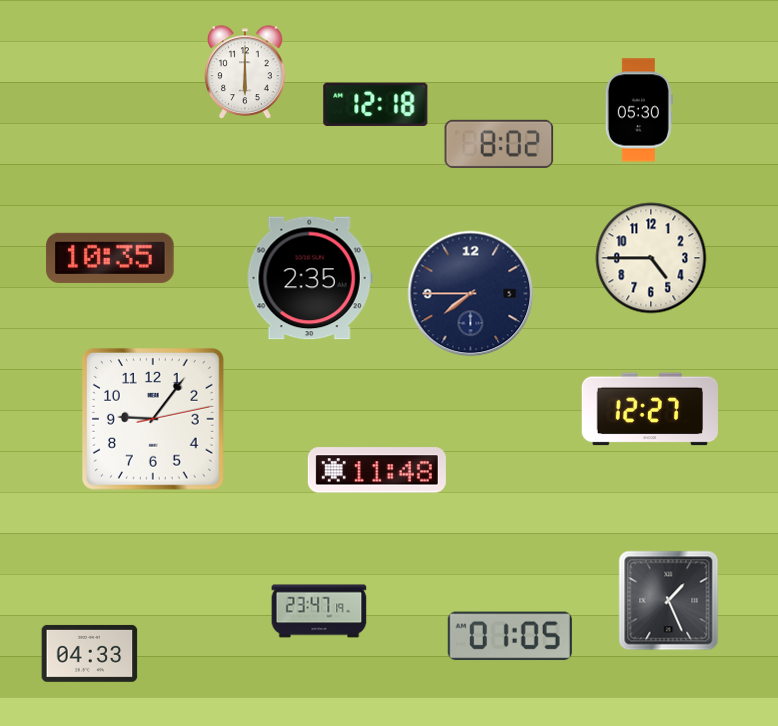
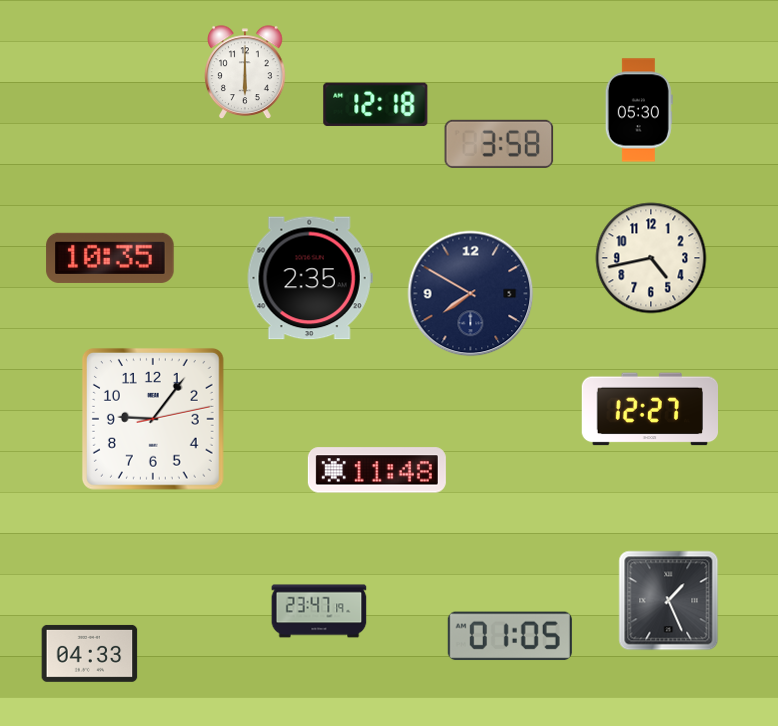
clock at (499, 144): 8:02 -> 3:58
clock at (651, 258): 4:45 -> 4:43
clock at (471, 294): 7:45 -> 7:50
